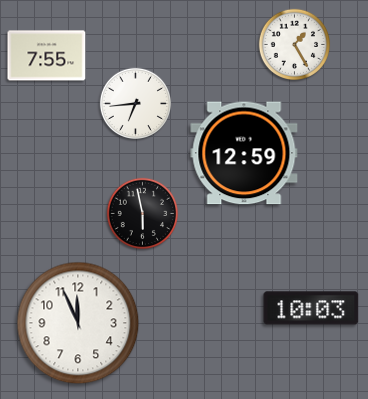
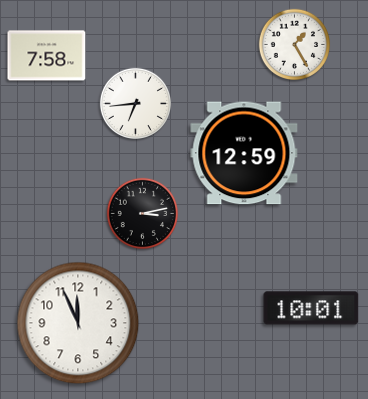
clock at (47, 56): 7:55 -> 7:58
clock at (143, 214): 5:58 -> 3:13
clock at (311, 308): 10:03 -> 10:01
